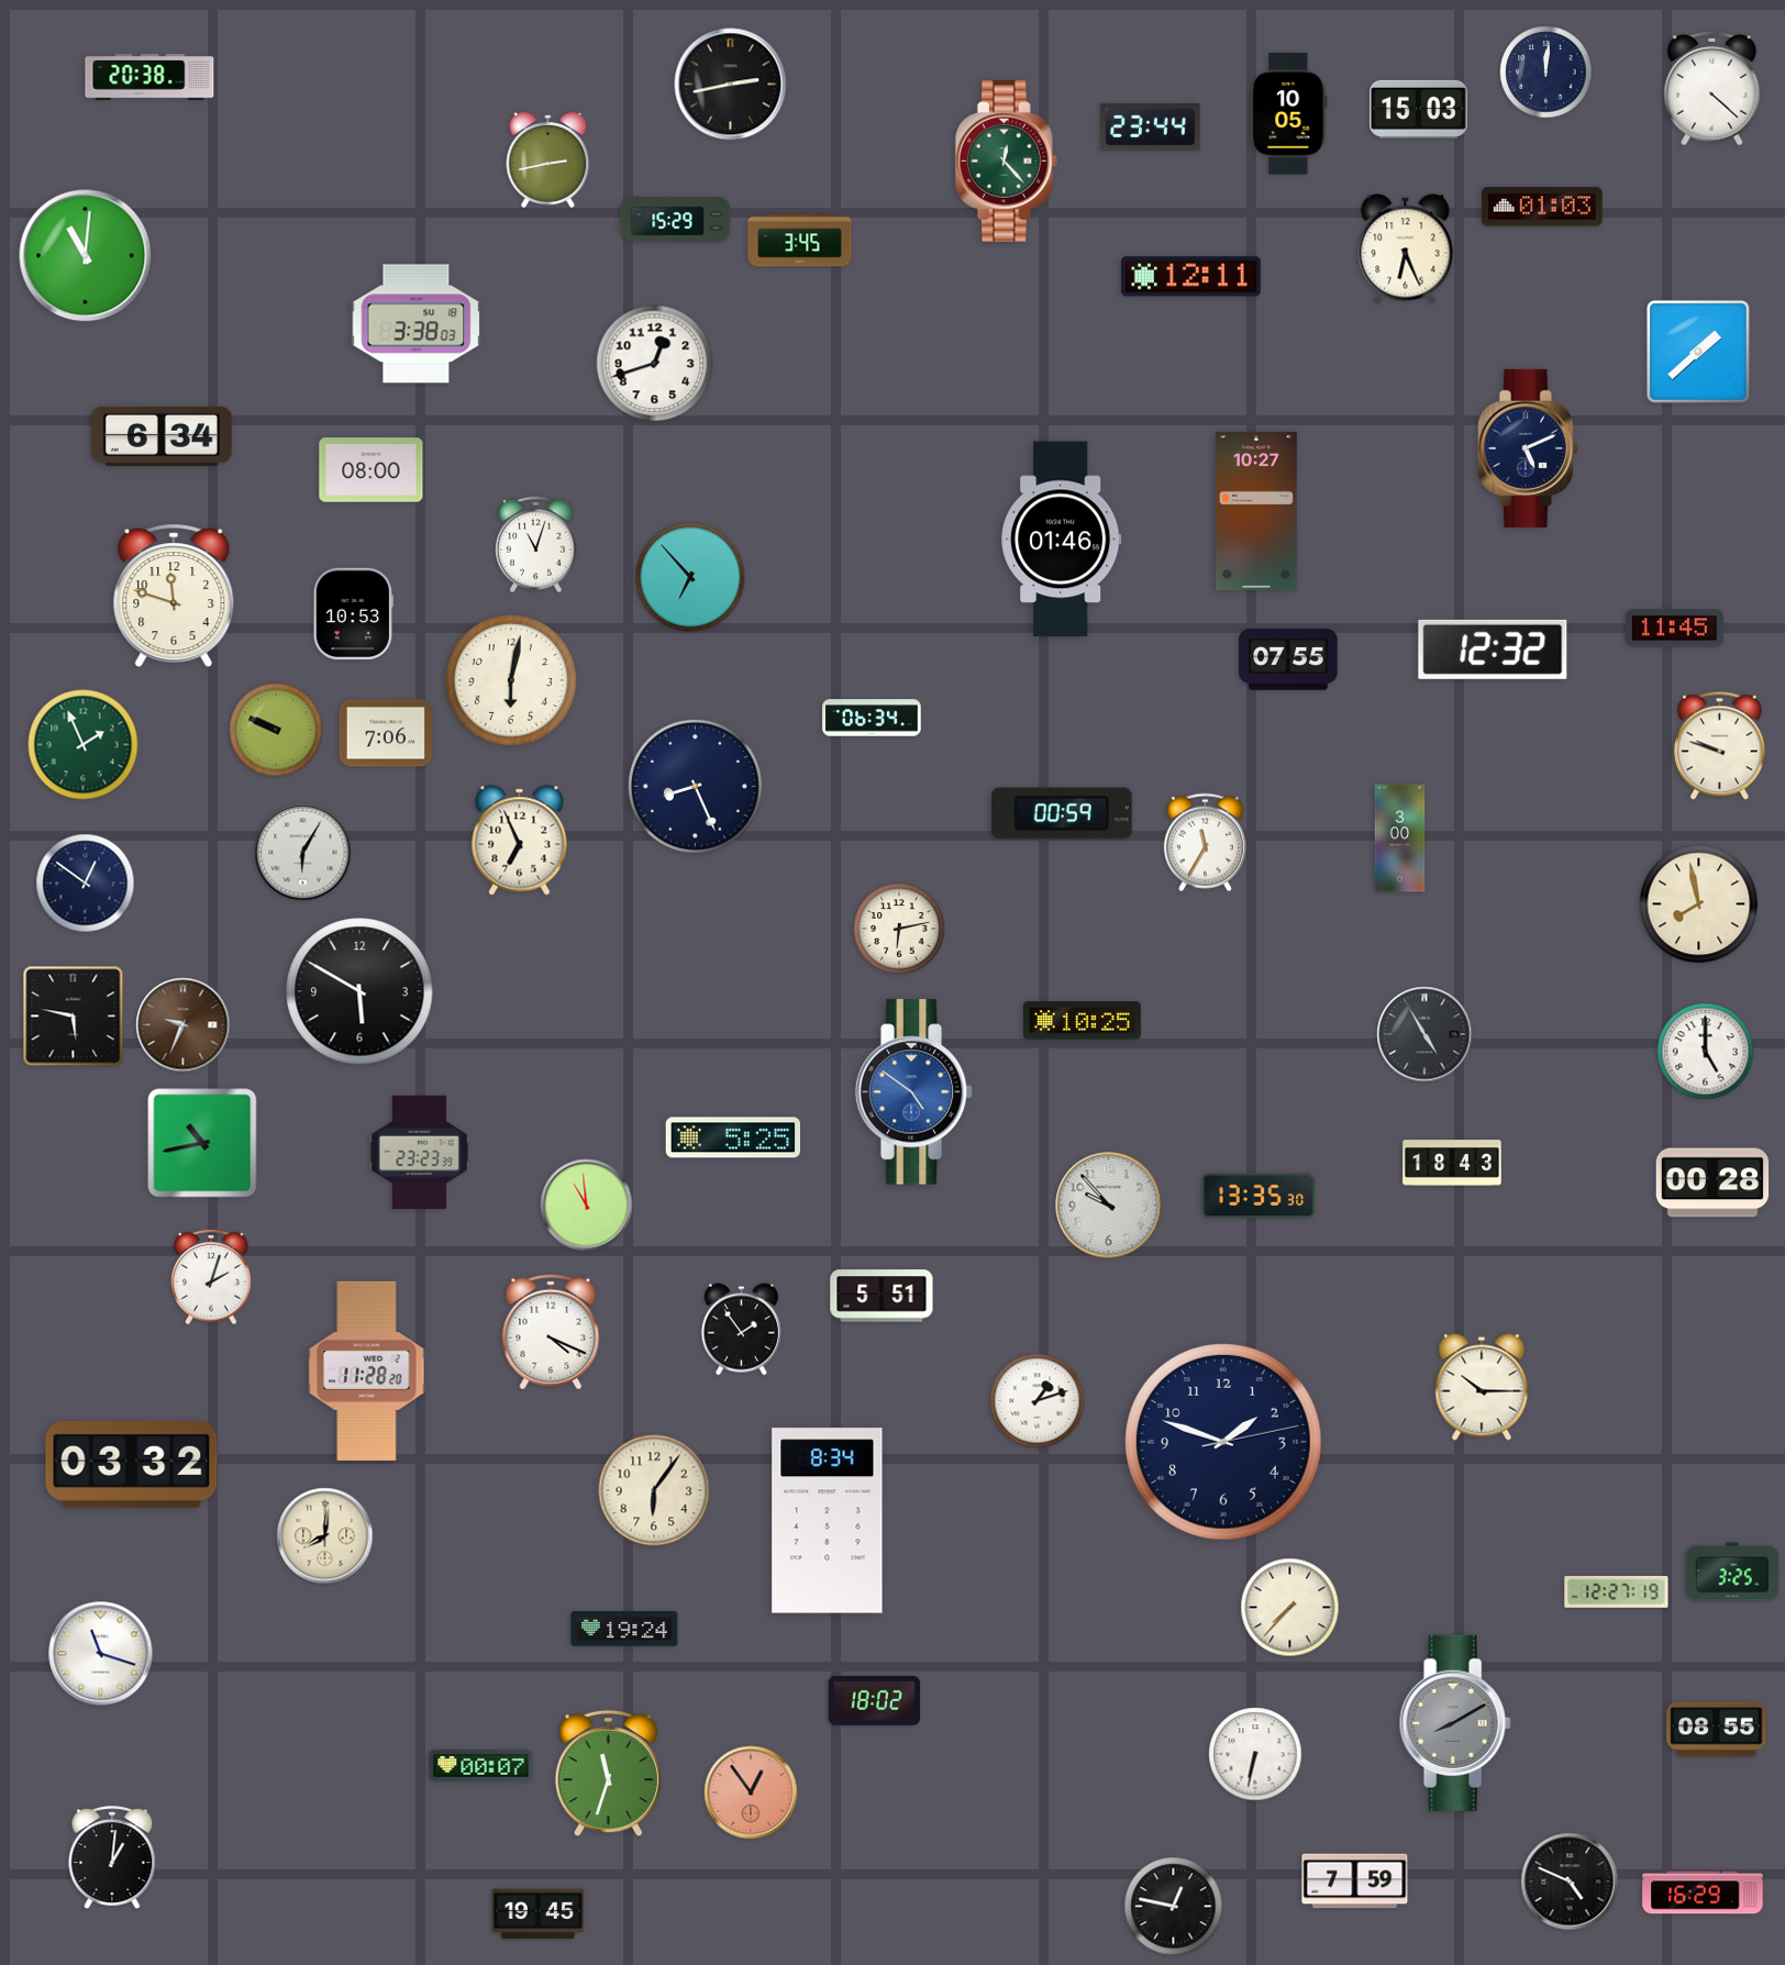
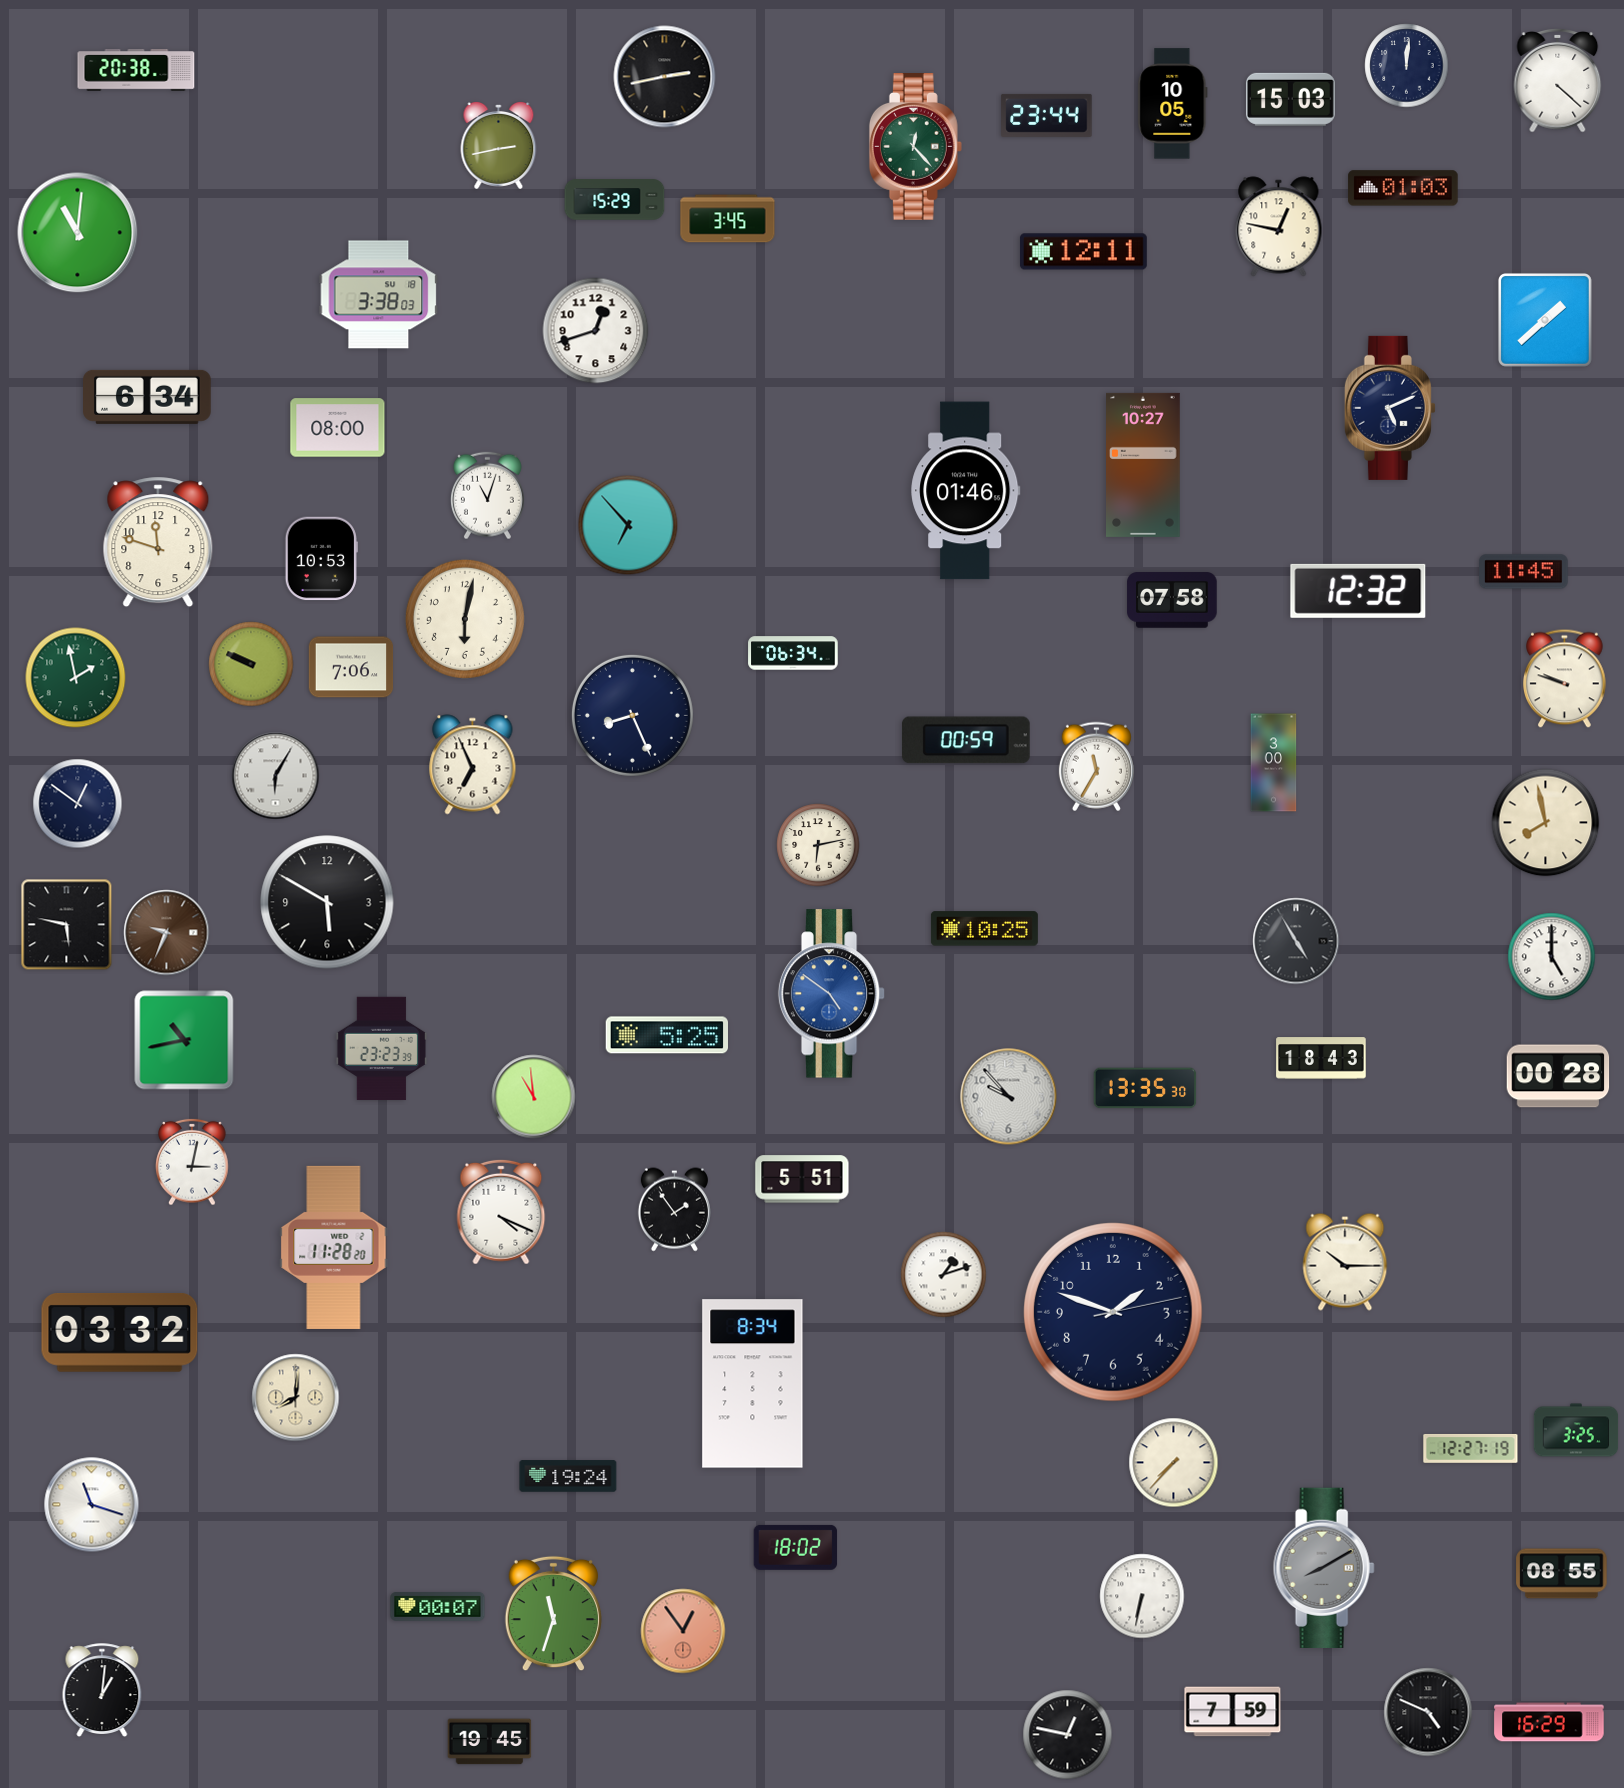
clock at (1406, 249): 6:26 -> 12:47
clock at (1288, 659): 07:55 -> 07:58
clock at (84, 745): 1:56 -> 1:58
clock at (211, 1277): 2:03 -> 3:02
clock at (1482, 1387) position: (1482, 1387) -> (1345, 1262)
clock at (654, 1490): 6:06 -> none
clock at (624, 1629) position: (624, 1629) -> (568, 1476)
